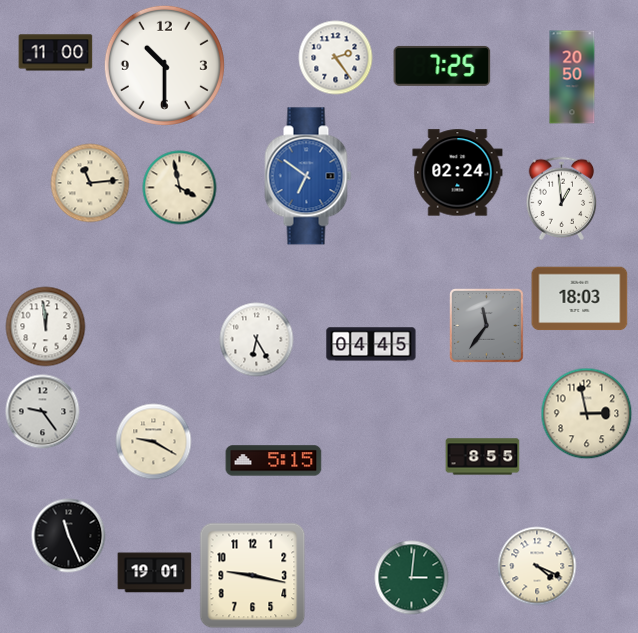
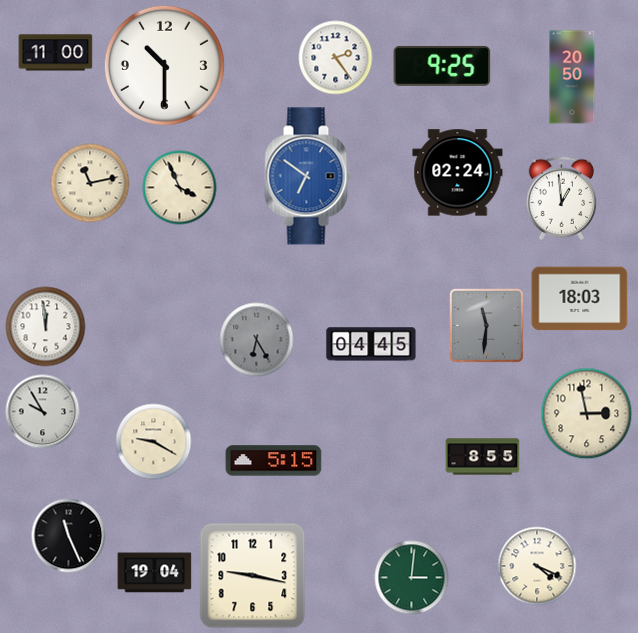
clock at (442, 66): 7:25 -> 9:25
clock at (90, 183): 11:14 -> 11:13
clock at (180, 188): 3:58 -> 3:56
clock at (487, 326): 11:36 -> 11:31
clock at (257, 340) dial: white -> grey
clock at (43, 412): 9:24 -> 9:55
clock at (155, 573): 19:01 -> 19:04
